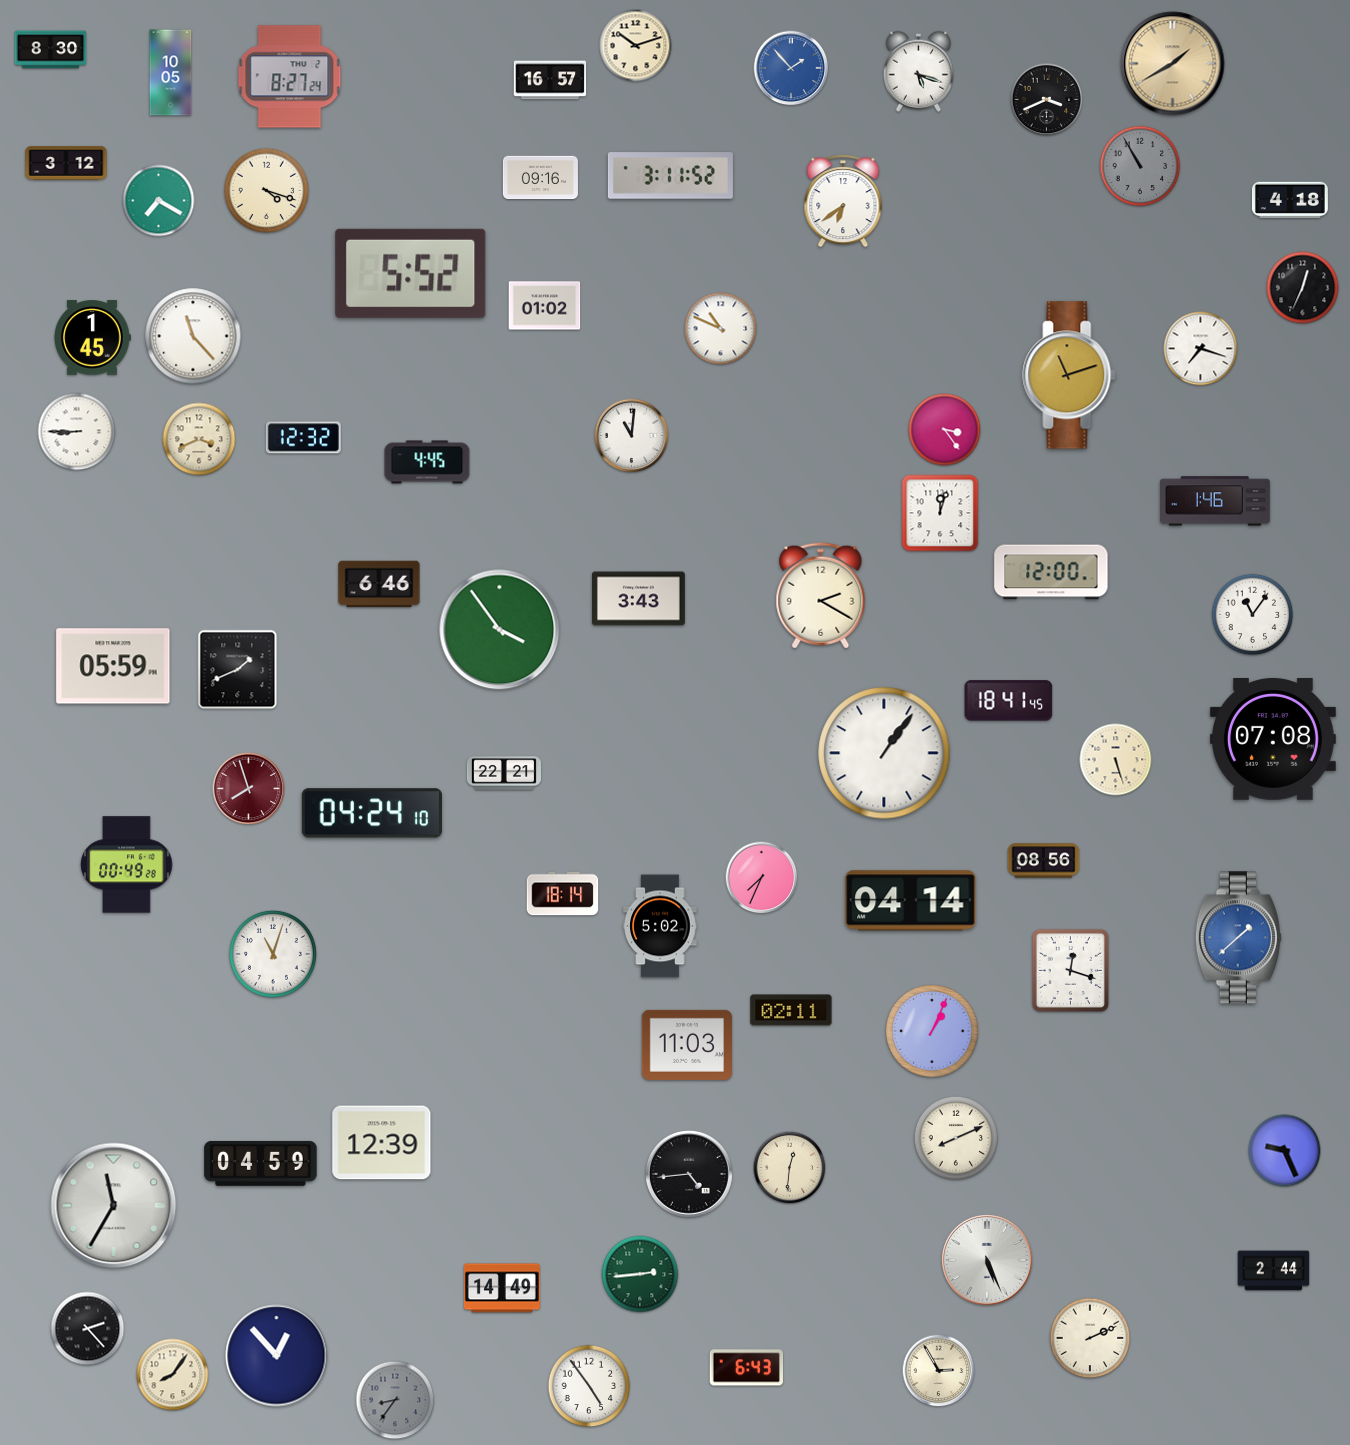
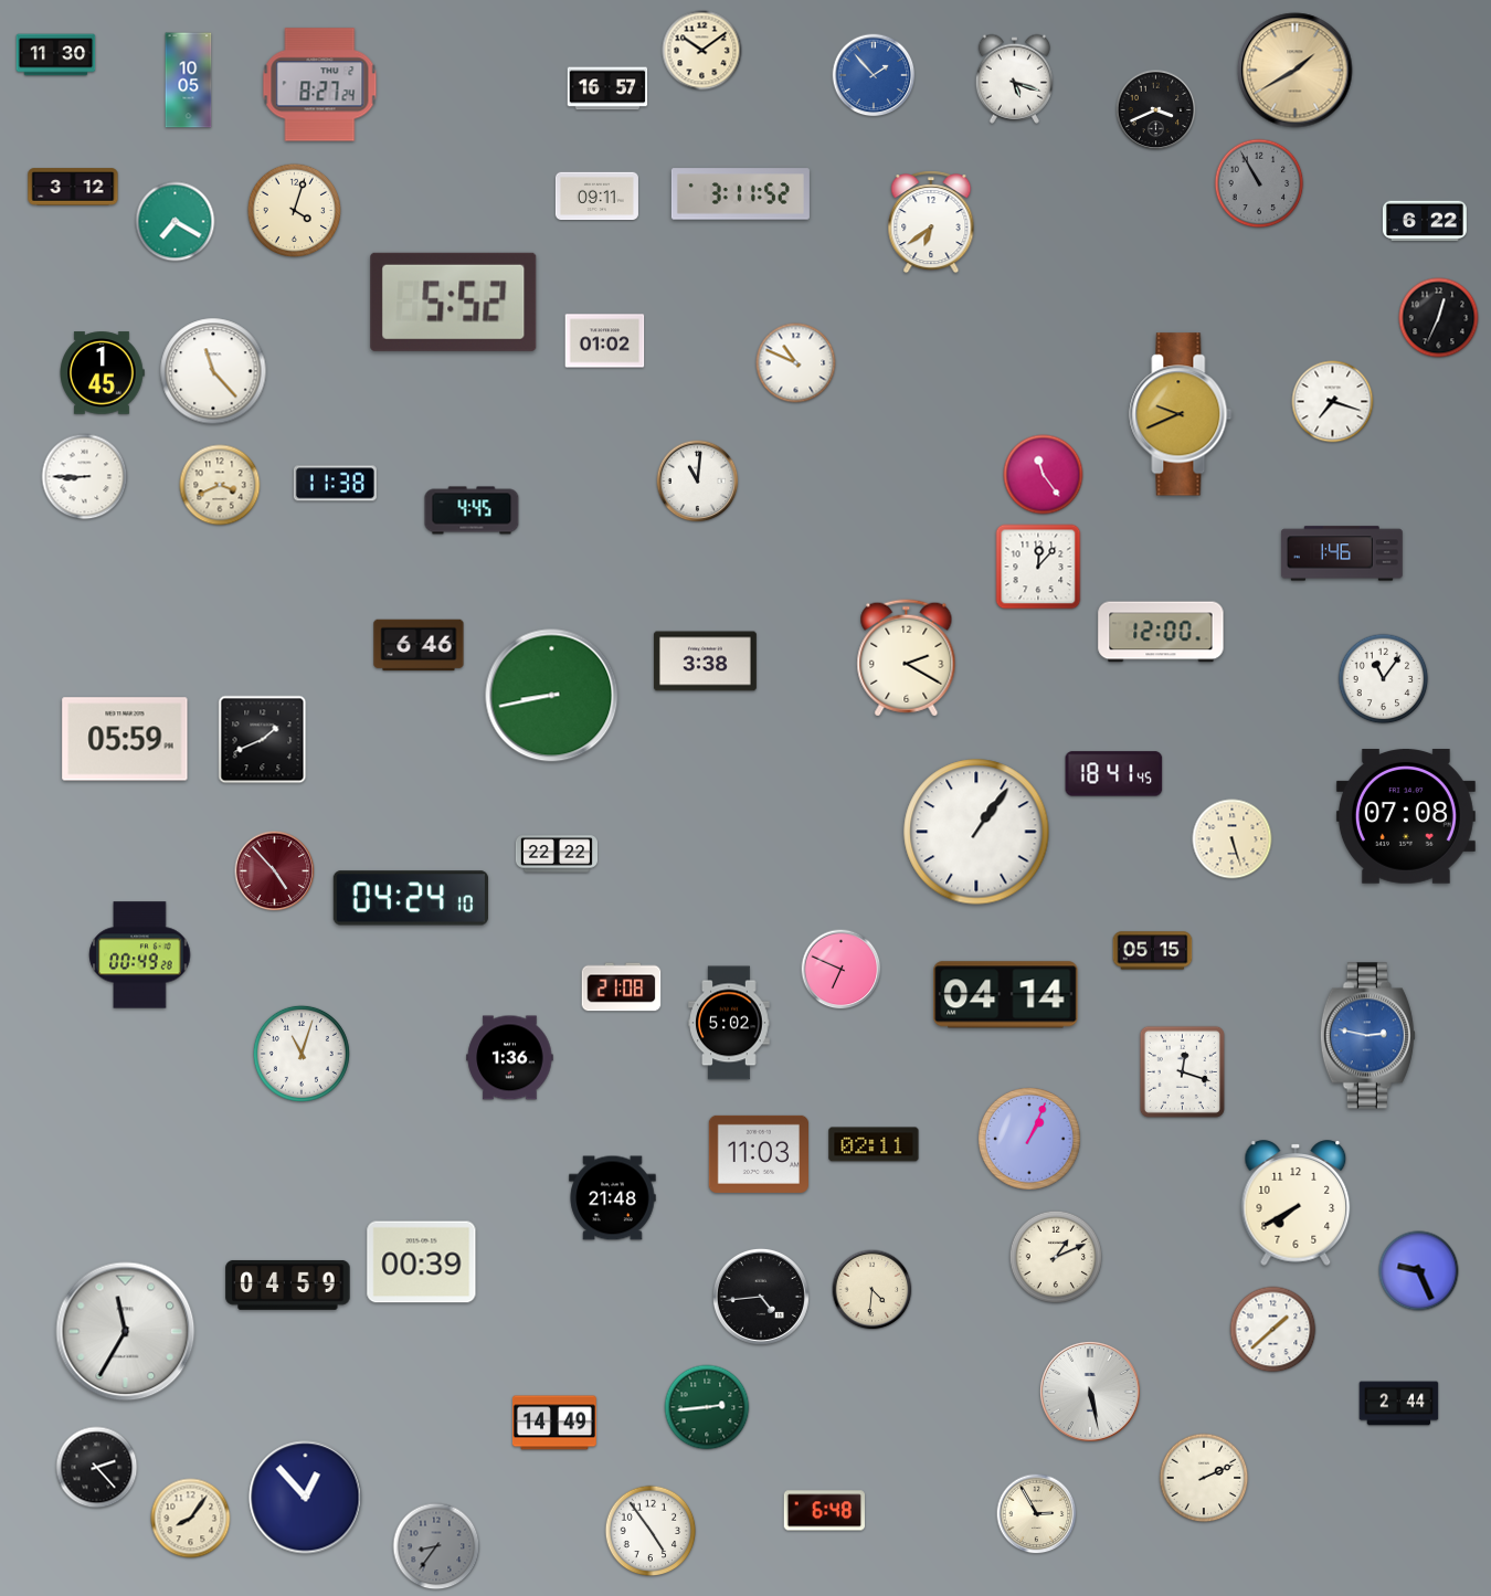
clock at (636, 46): 10:12 -> 10:09
clock at (51, 50): 8:30 -> 11:30
clock at (66, 163) position: (66, 163) -> (73, 187)
clock at (540, 178): 09:16 -> 09:11
clock at (266, 190): 4:18 -> 4:03
clock at (1290, 200): 4:18 -> 6:22
clock at (545, 306) position: (545, 306) -> (605, 341)
clock at (1201, 349) position: (1201, 349) -> (1333, 402)
clock at (1069, 375): 11:12 -> 9:41
clock at (945, 430): 3:24 -> 11:24
clock at (303, 438): 12:32 -> 11:38
clock at (940, 513): 12:03 -> 12:07
clock at (638, 599): 3:43 -> 3:38
clock at (500, 630): 3:54 -> 8:43
clock at (113, 666) position: (113, 666) -> (125, 739)
clock at (503, 773): 22:21 -> 22:22
clock at (249, 789): 7:57 -> 4:53
clock at (1044, 861): 08:56 -> 05:15
clock at (762, 878): 7:34 -> 6:49
clock at (563, 894): 18:14 -> 21:08
clock at (1238, 938): 1:38 -> 2:47
clock at (510, 1058): none -> 1:36
clock at (791, 1010) position: (791, 1010) -> (874, 1144)
clock at (613, 1198): none -> 21:48
clock at (1296, 1203): none -> 7:40
clock at (956, 1138): 8:11 -> 1:11
clock at (382, 1143): 12:39 -> 00:39
clock at (790, 1168): 12:31 -> 4:31
clock at (1273, 1330): none -> 1:38
clock at (987, 1260): 5:26 -> 5:28
clock at (1274, 1271) position: (1274, 1271) -> (1399, 1404)
clock at (746, 1368): 6:43 -> 6:48
